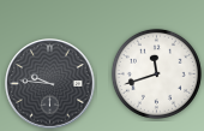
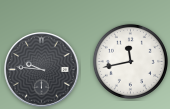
clock at (156, 73): 11:42 -> 11:43
